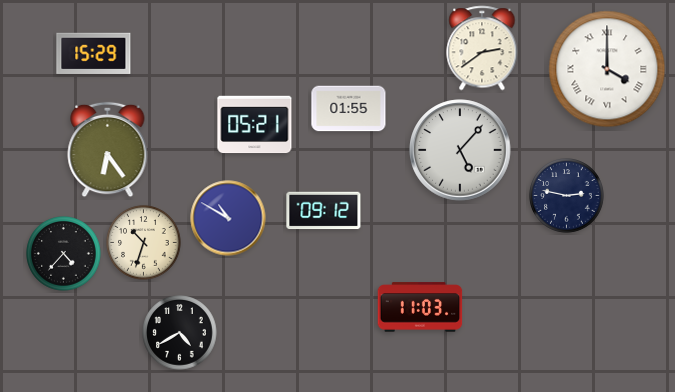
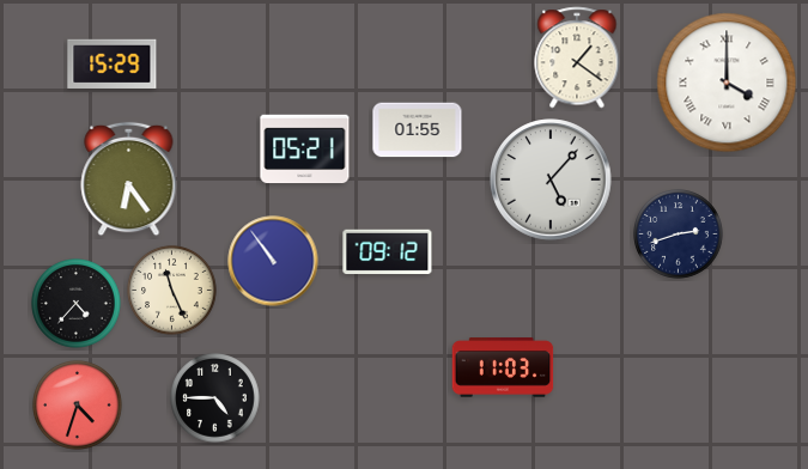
clock at (482, 48): 2:39 -> 1:21
clock at (567, 196): 2:47 -> 2:42
clock at (228, 218): 10:50 -> 10:54
clock at (144, 243): 10:33 -> 11:26
clock at (180, 333): 4:40 -> 4:45
clock at (78, 406): none -> 4:33
